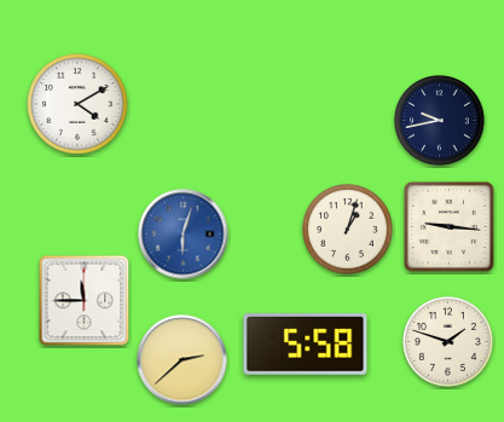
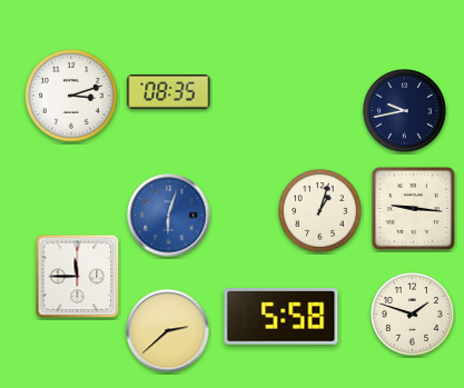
clock at (169, 92): none -> 08:35
clock at (77, 104): 4:10 -> 3:12
